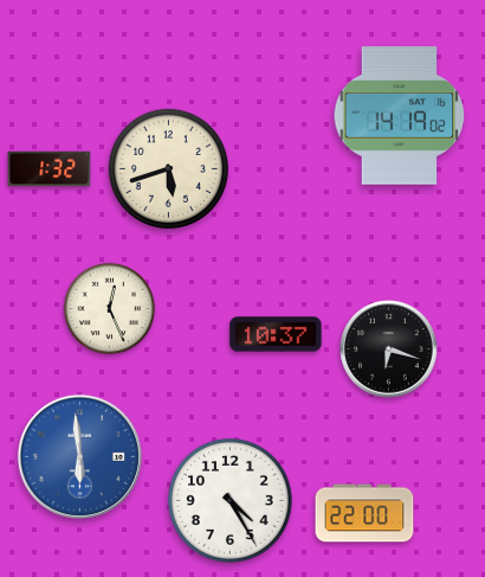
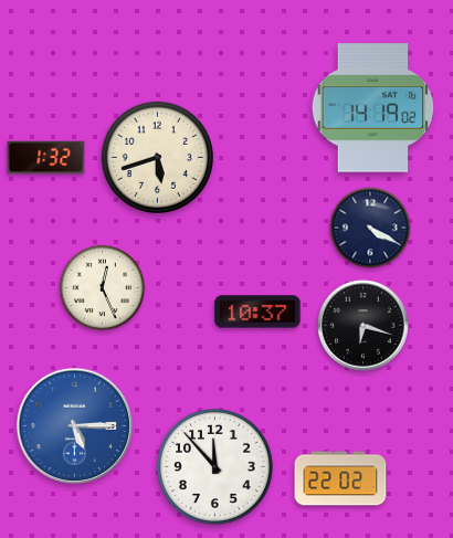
clock at (370, 228): none -> 4:20
clock at (79, 456): 5:59 -> 5:15
clock at (229, 500): 4:25 -> 11:53
clock at (364, 513): 22:00 -> 22:02
